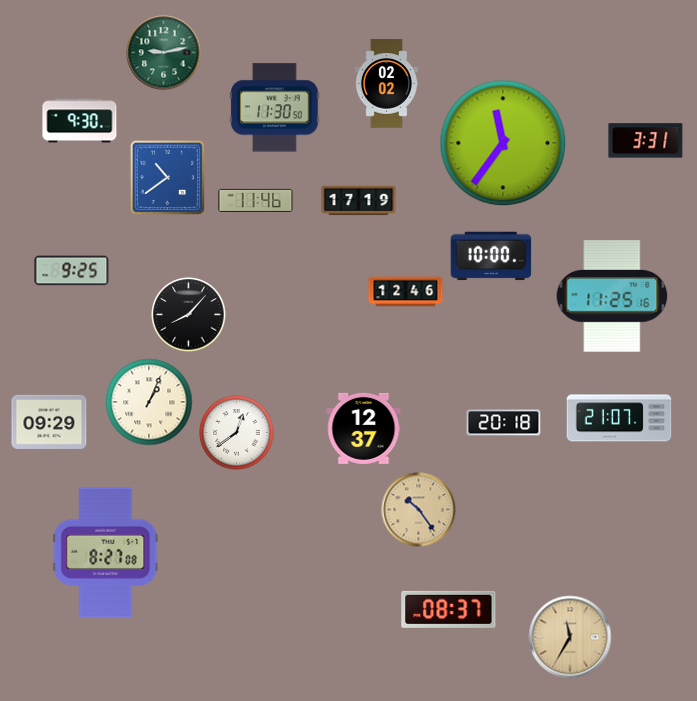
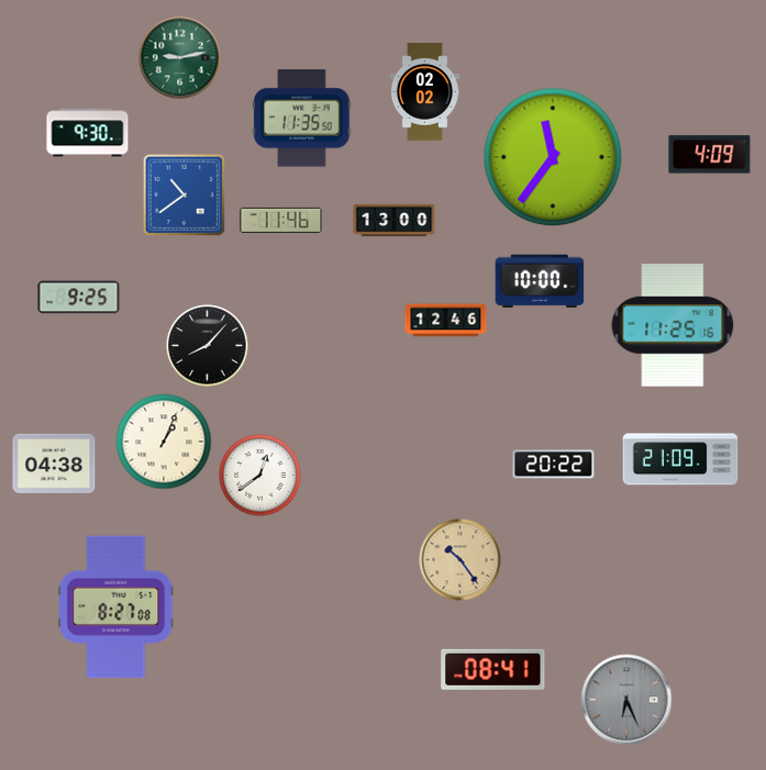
clock at (275, 108): 11:30 -> 11:35
clock at (646, 141): 3:31 -> 4:09
clock at (359, 201): 17:19 -> 13:00
clock at (619, 418): 21:07 -> 21:09
clock at (49, 422): 09:29 -> 04:38
clock at (504, 423): 20:18 -> 20:22
clock at (364, 428): 12:37 -> none
clock at (449, 609): 08:37 -> 08:41
clock at (570, 637): 11:35 -> 6:26
clock at (570, 637) dial: champagne -> grey
